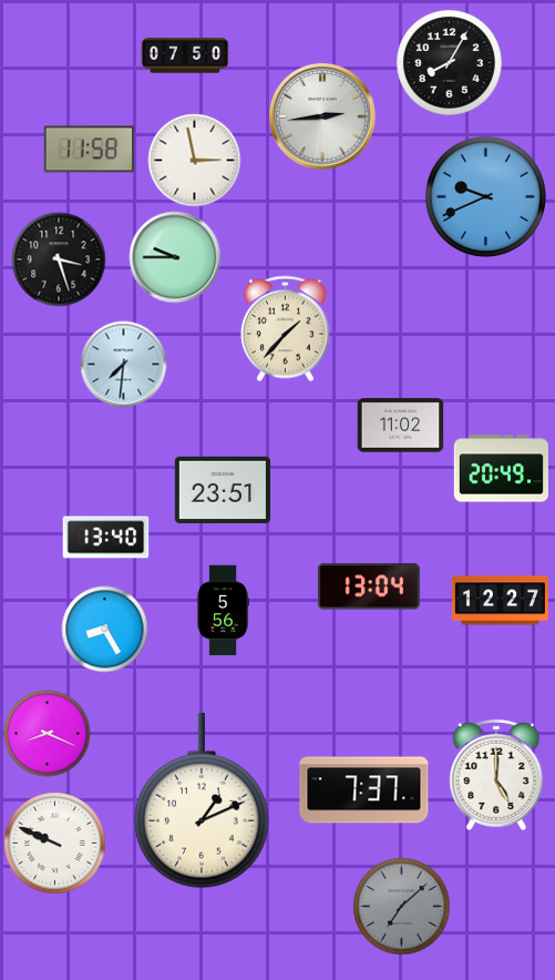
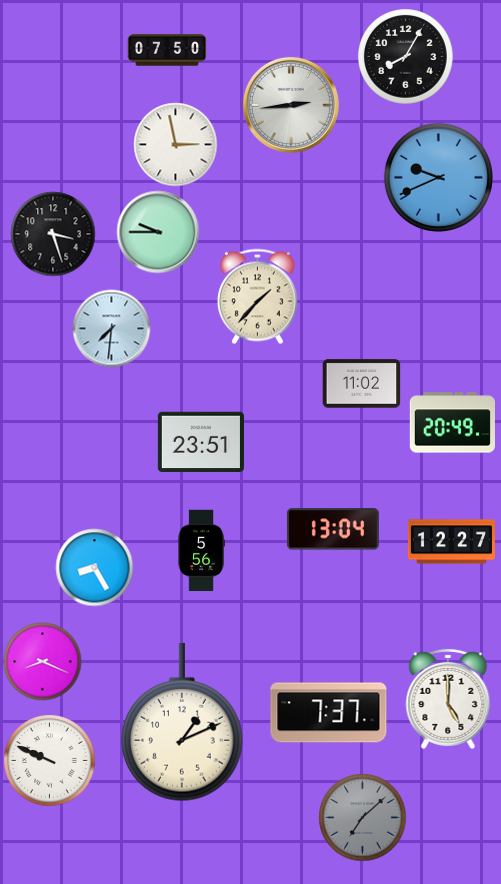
clock at (89, 150): 11:58 -> none
clock at (105, 538): 13:40 -> none
